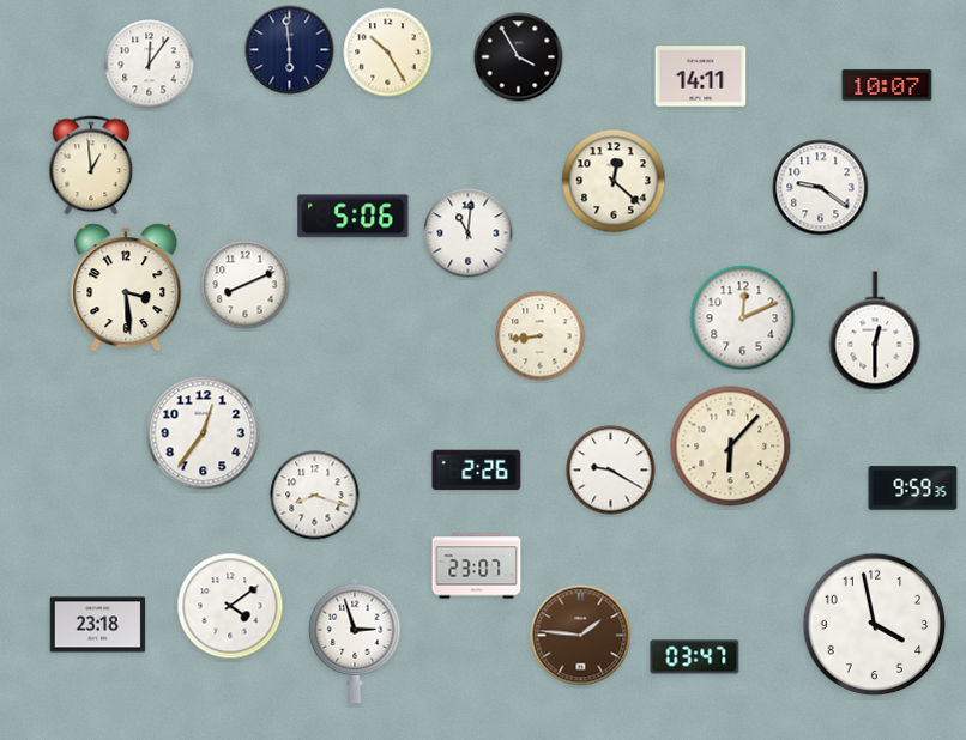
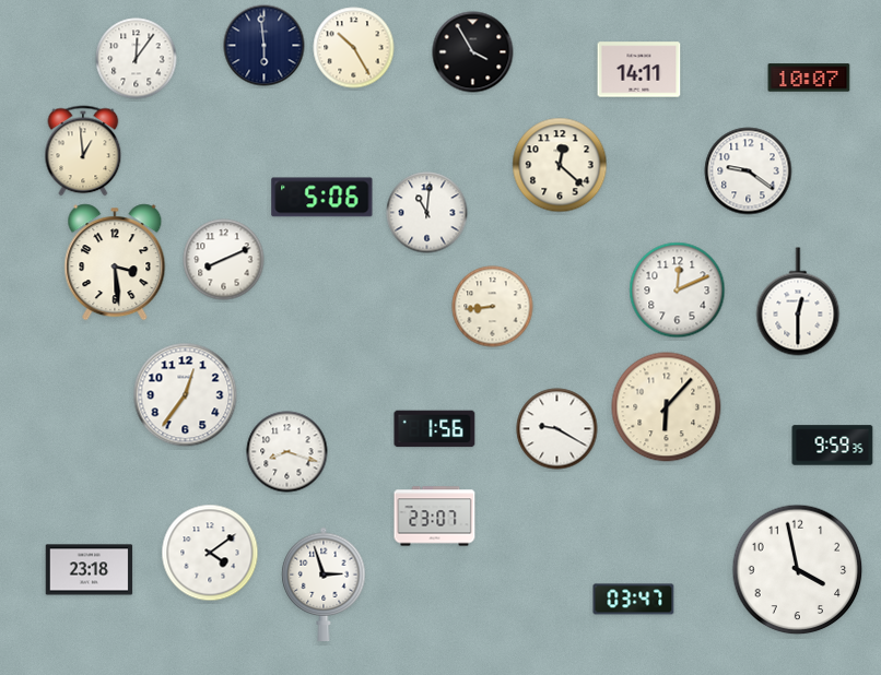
clock at (477, 471): 2:26 -> 1:56
clock at (581, 636): 1:46 -> none
